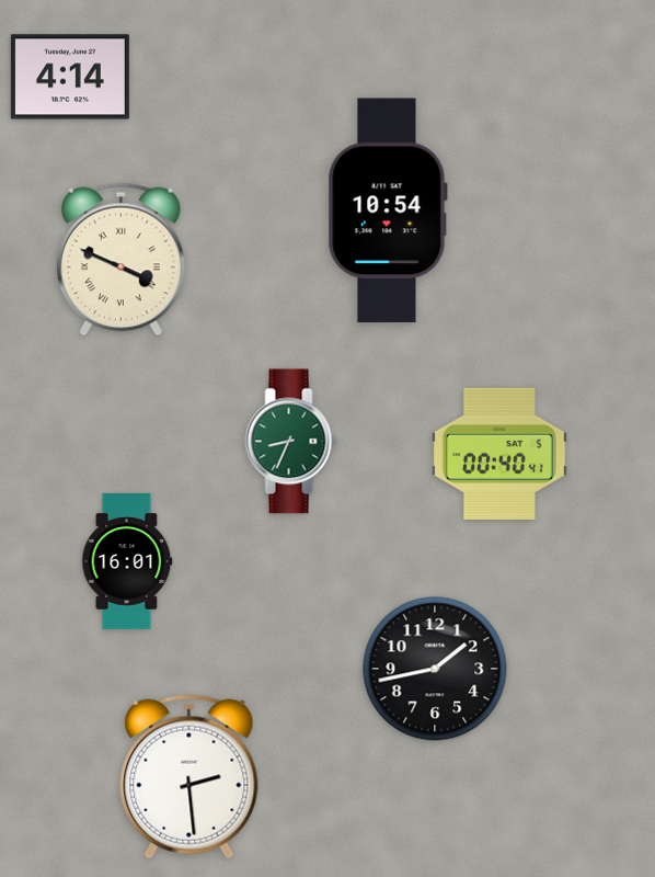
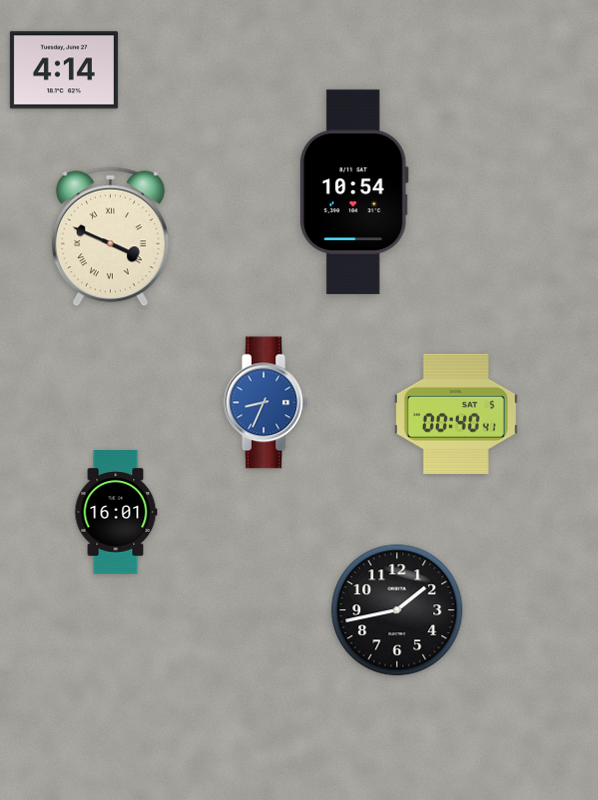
clock at (291, 442) dial: green -> blue
clock at (189, 777): 2:29 -> none
